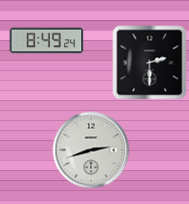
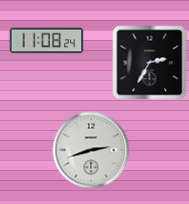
clock at (47, 41): 8:49 -> 11:08
clock at (150, 63): 2:30 -> 2:35
